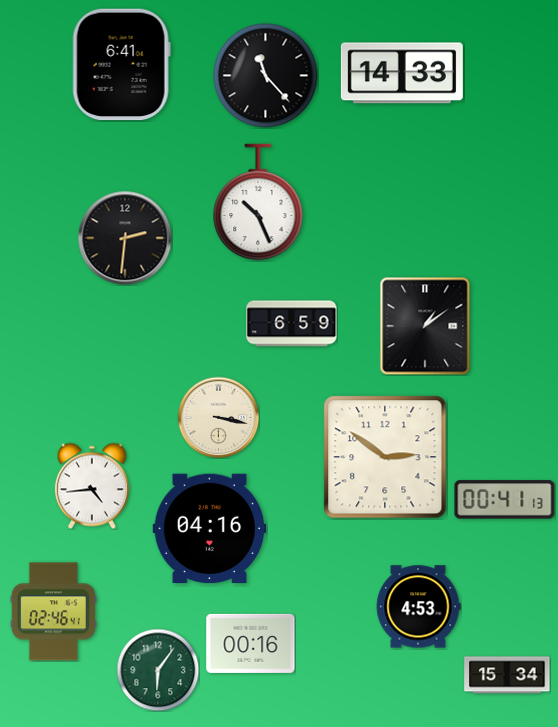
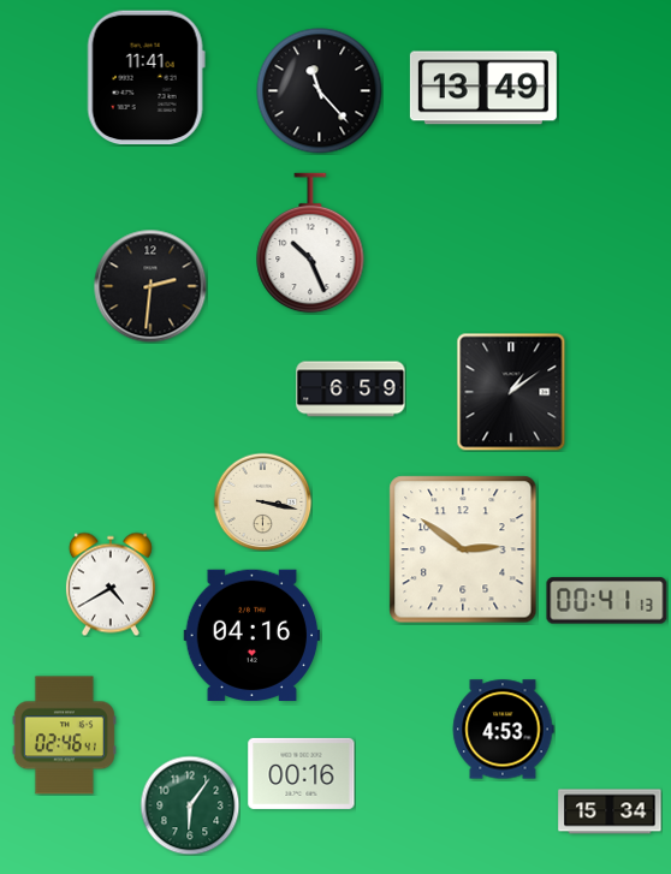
clock at (121, 65): 6:41 -> 11:41
clock at (402, 73): 14:33 -> 13:49
clock at (92, 486): 4:44 -> 4:40
